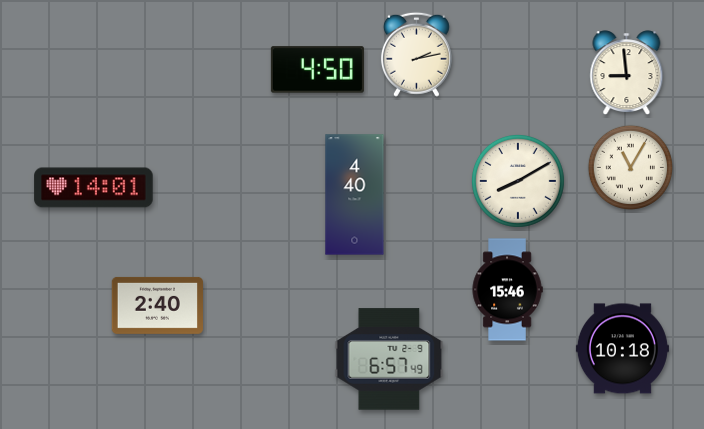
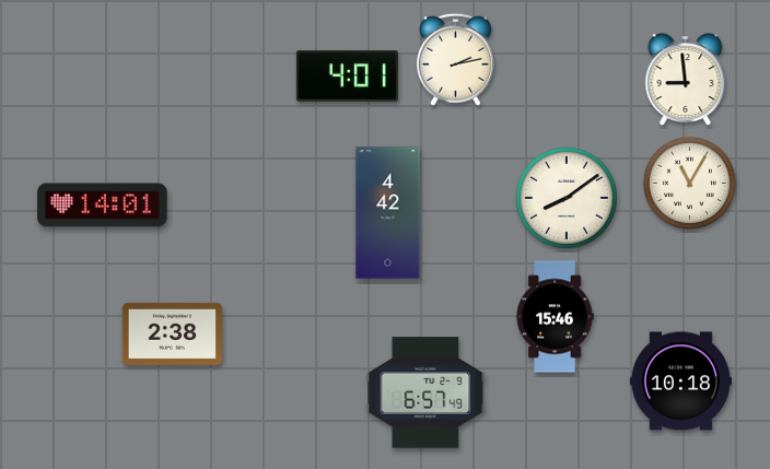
clock at (317, 70): 4:50 -> 4:01
clock at (518, 181): 8:10 -> 8:09
clock at (355, 195): 4:40 -> 4:42
clock at (157, 305): 2:40 -> 2:38
